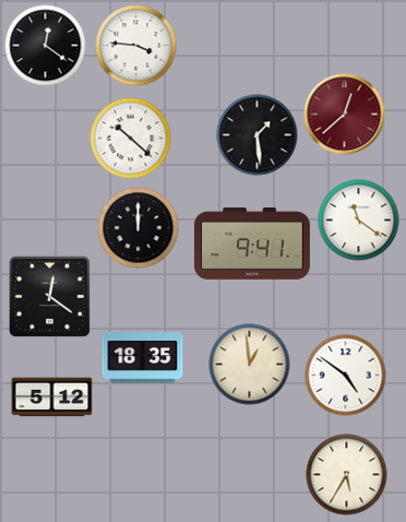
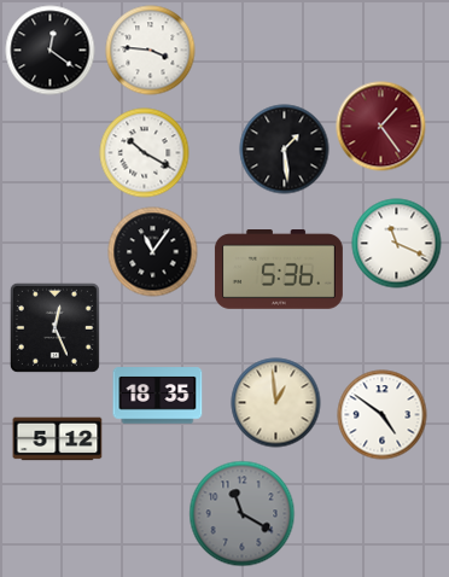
clock at (345, 115): 12:38 -> 1:24
clock at (131, 139): 10:22 -> 10:20
clock at (359, 221): 11:21 -> 11:19
clock at (139, 228): 12:00 -> 11:06
clock at (252, 245): 9:41 -> 5:36
clock at (49, 296): 12:21 -> 12:26
clock at (243, 514): none -> 11:20
clock at (347, 475): 5:35 -> none
